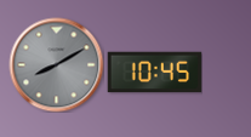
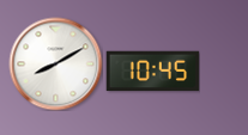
clock at (56, 64) dial: grey -> white
